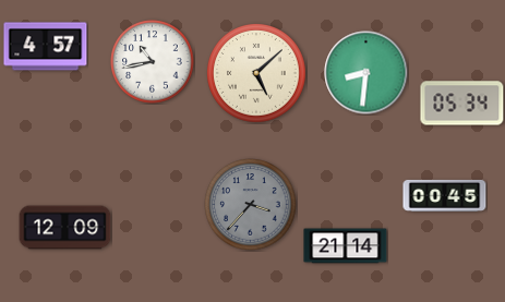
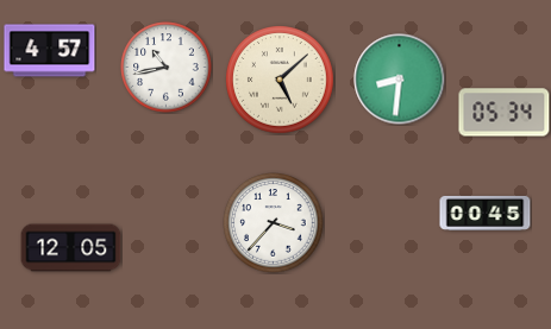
clock at (251, 205) dial: grey -> white
clock at (65, 228): 12:09 -> 12:05
clock at (346, 246): 21:14 -> none
